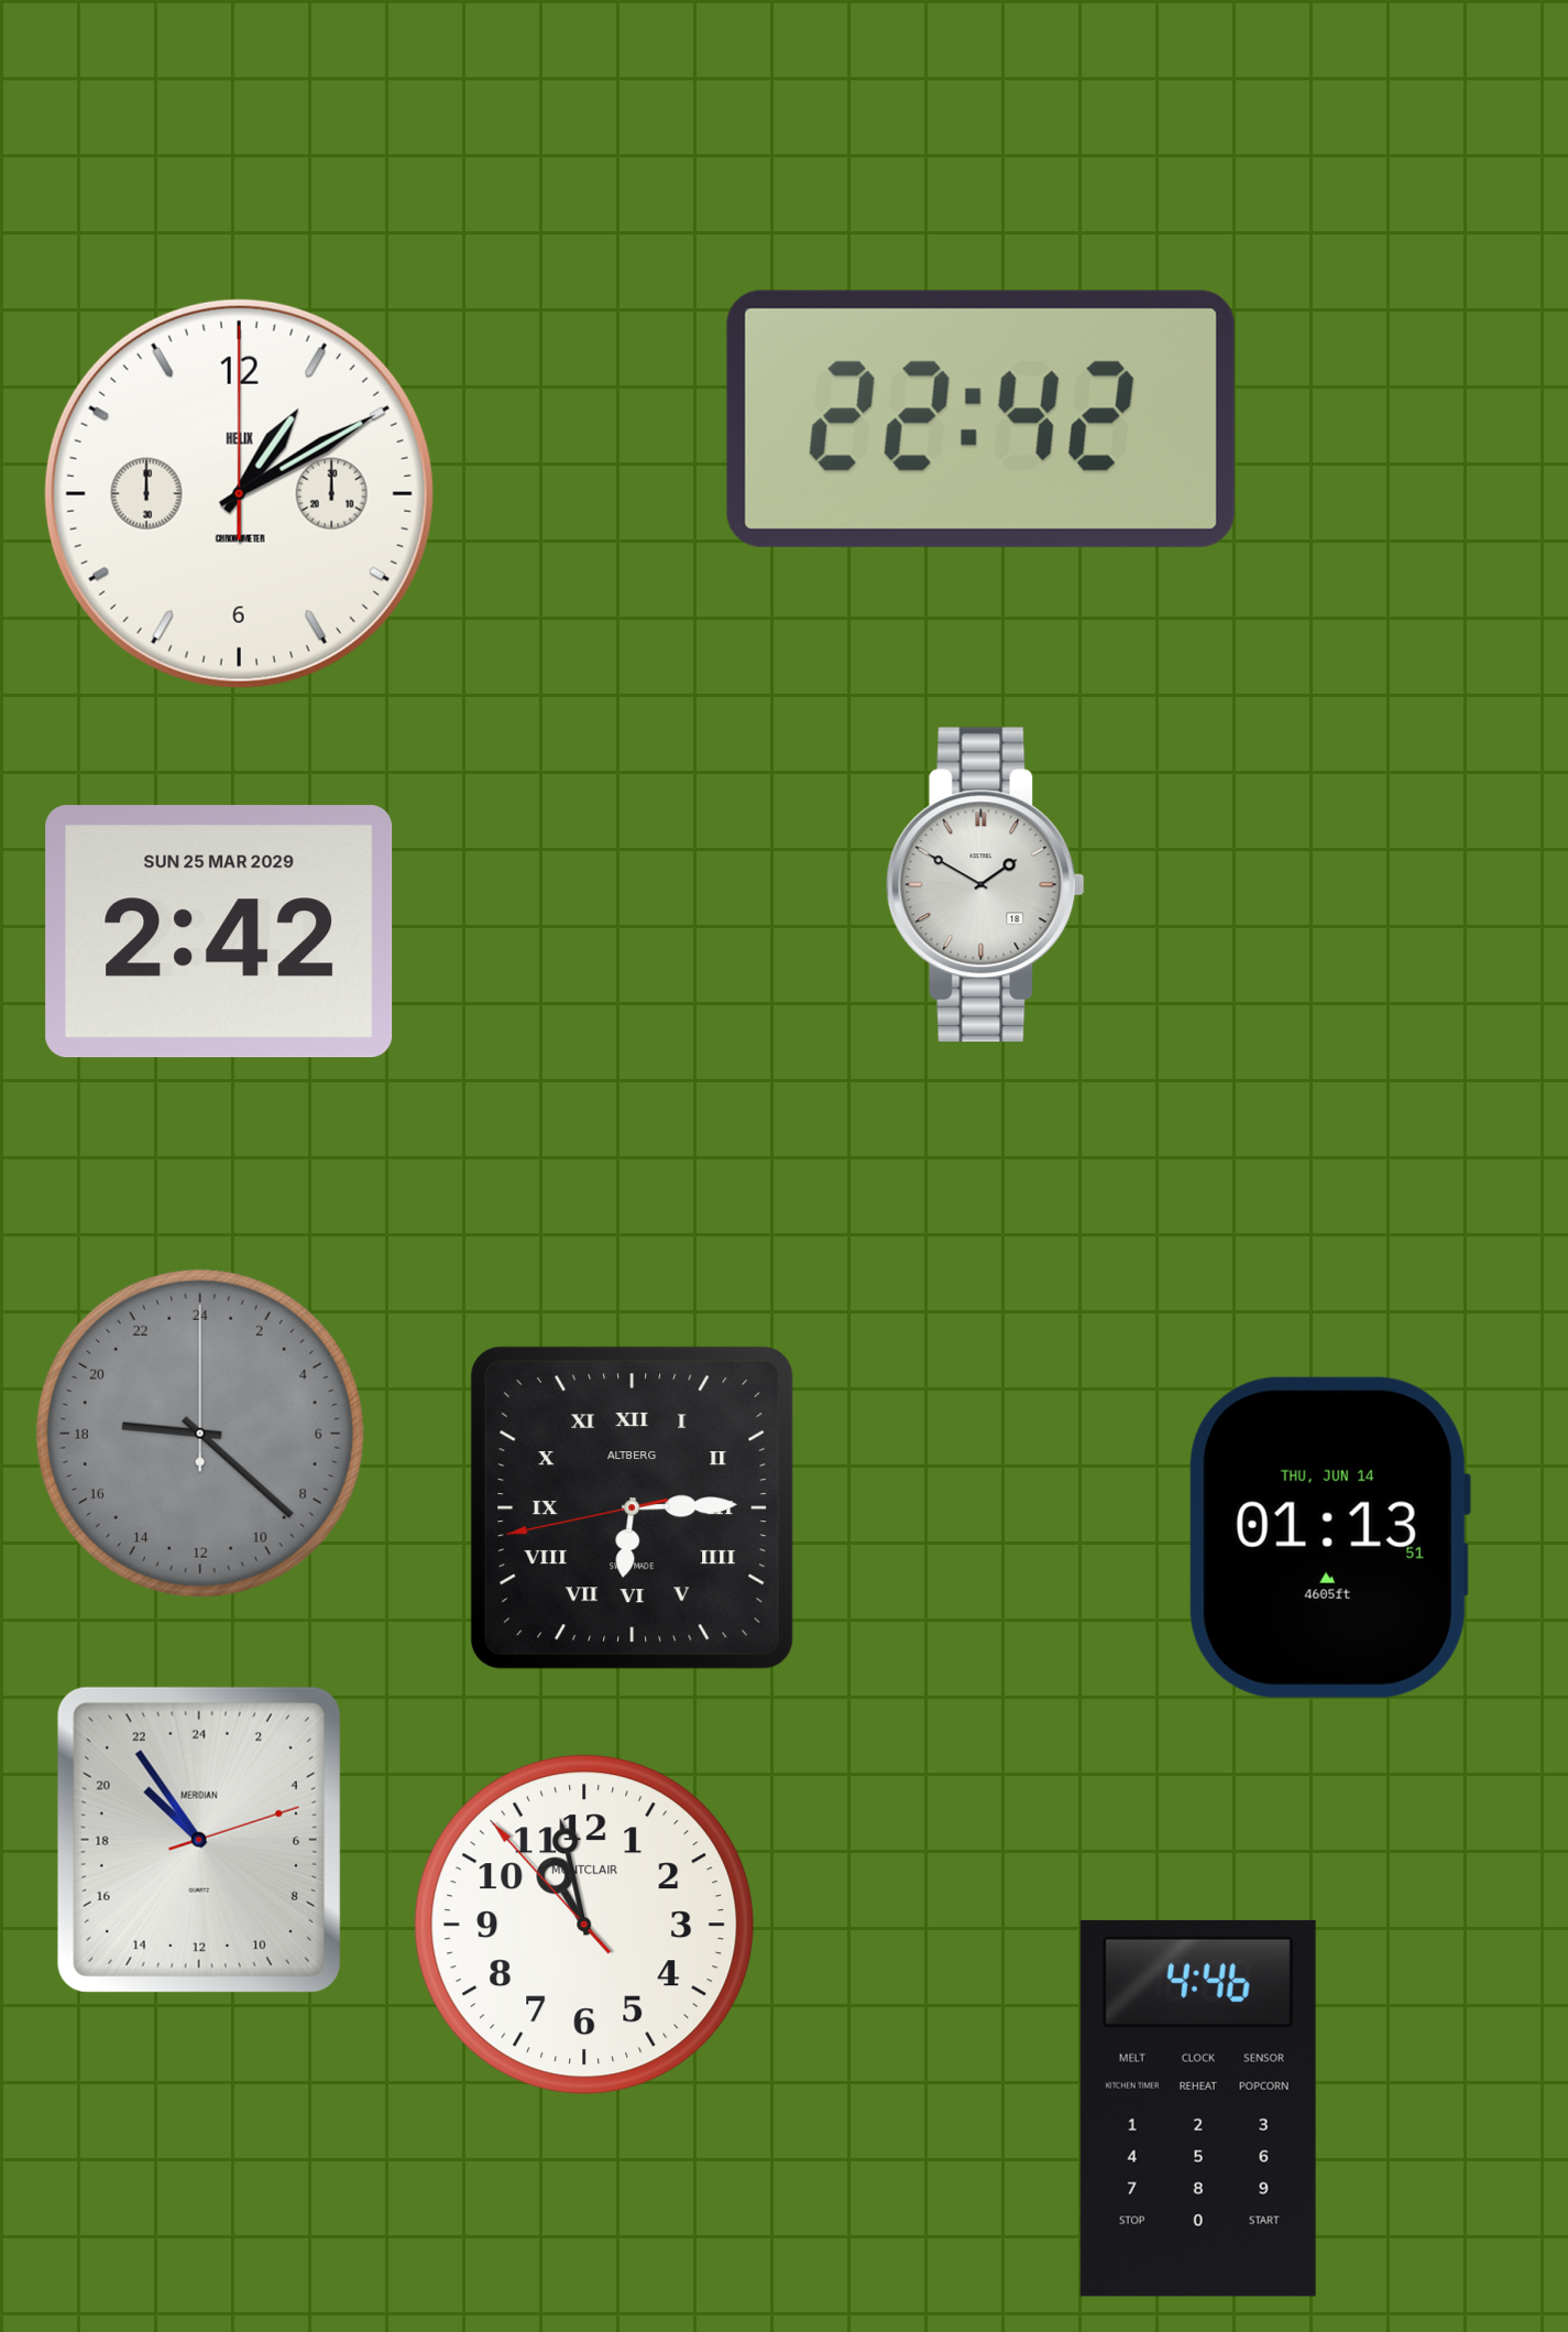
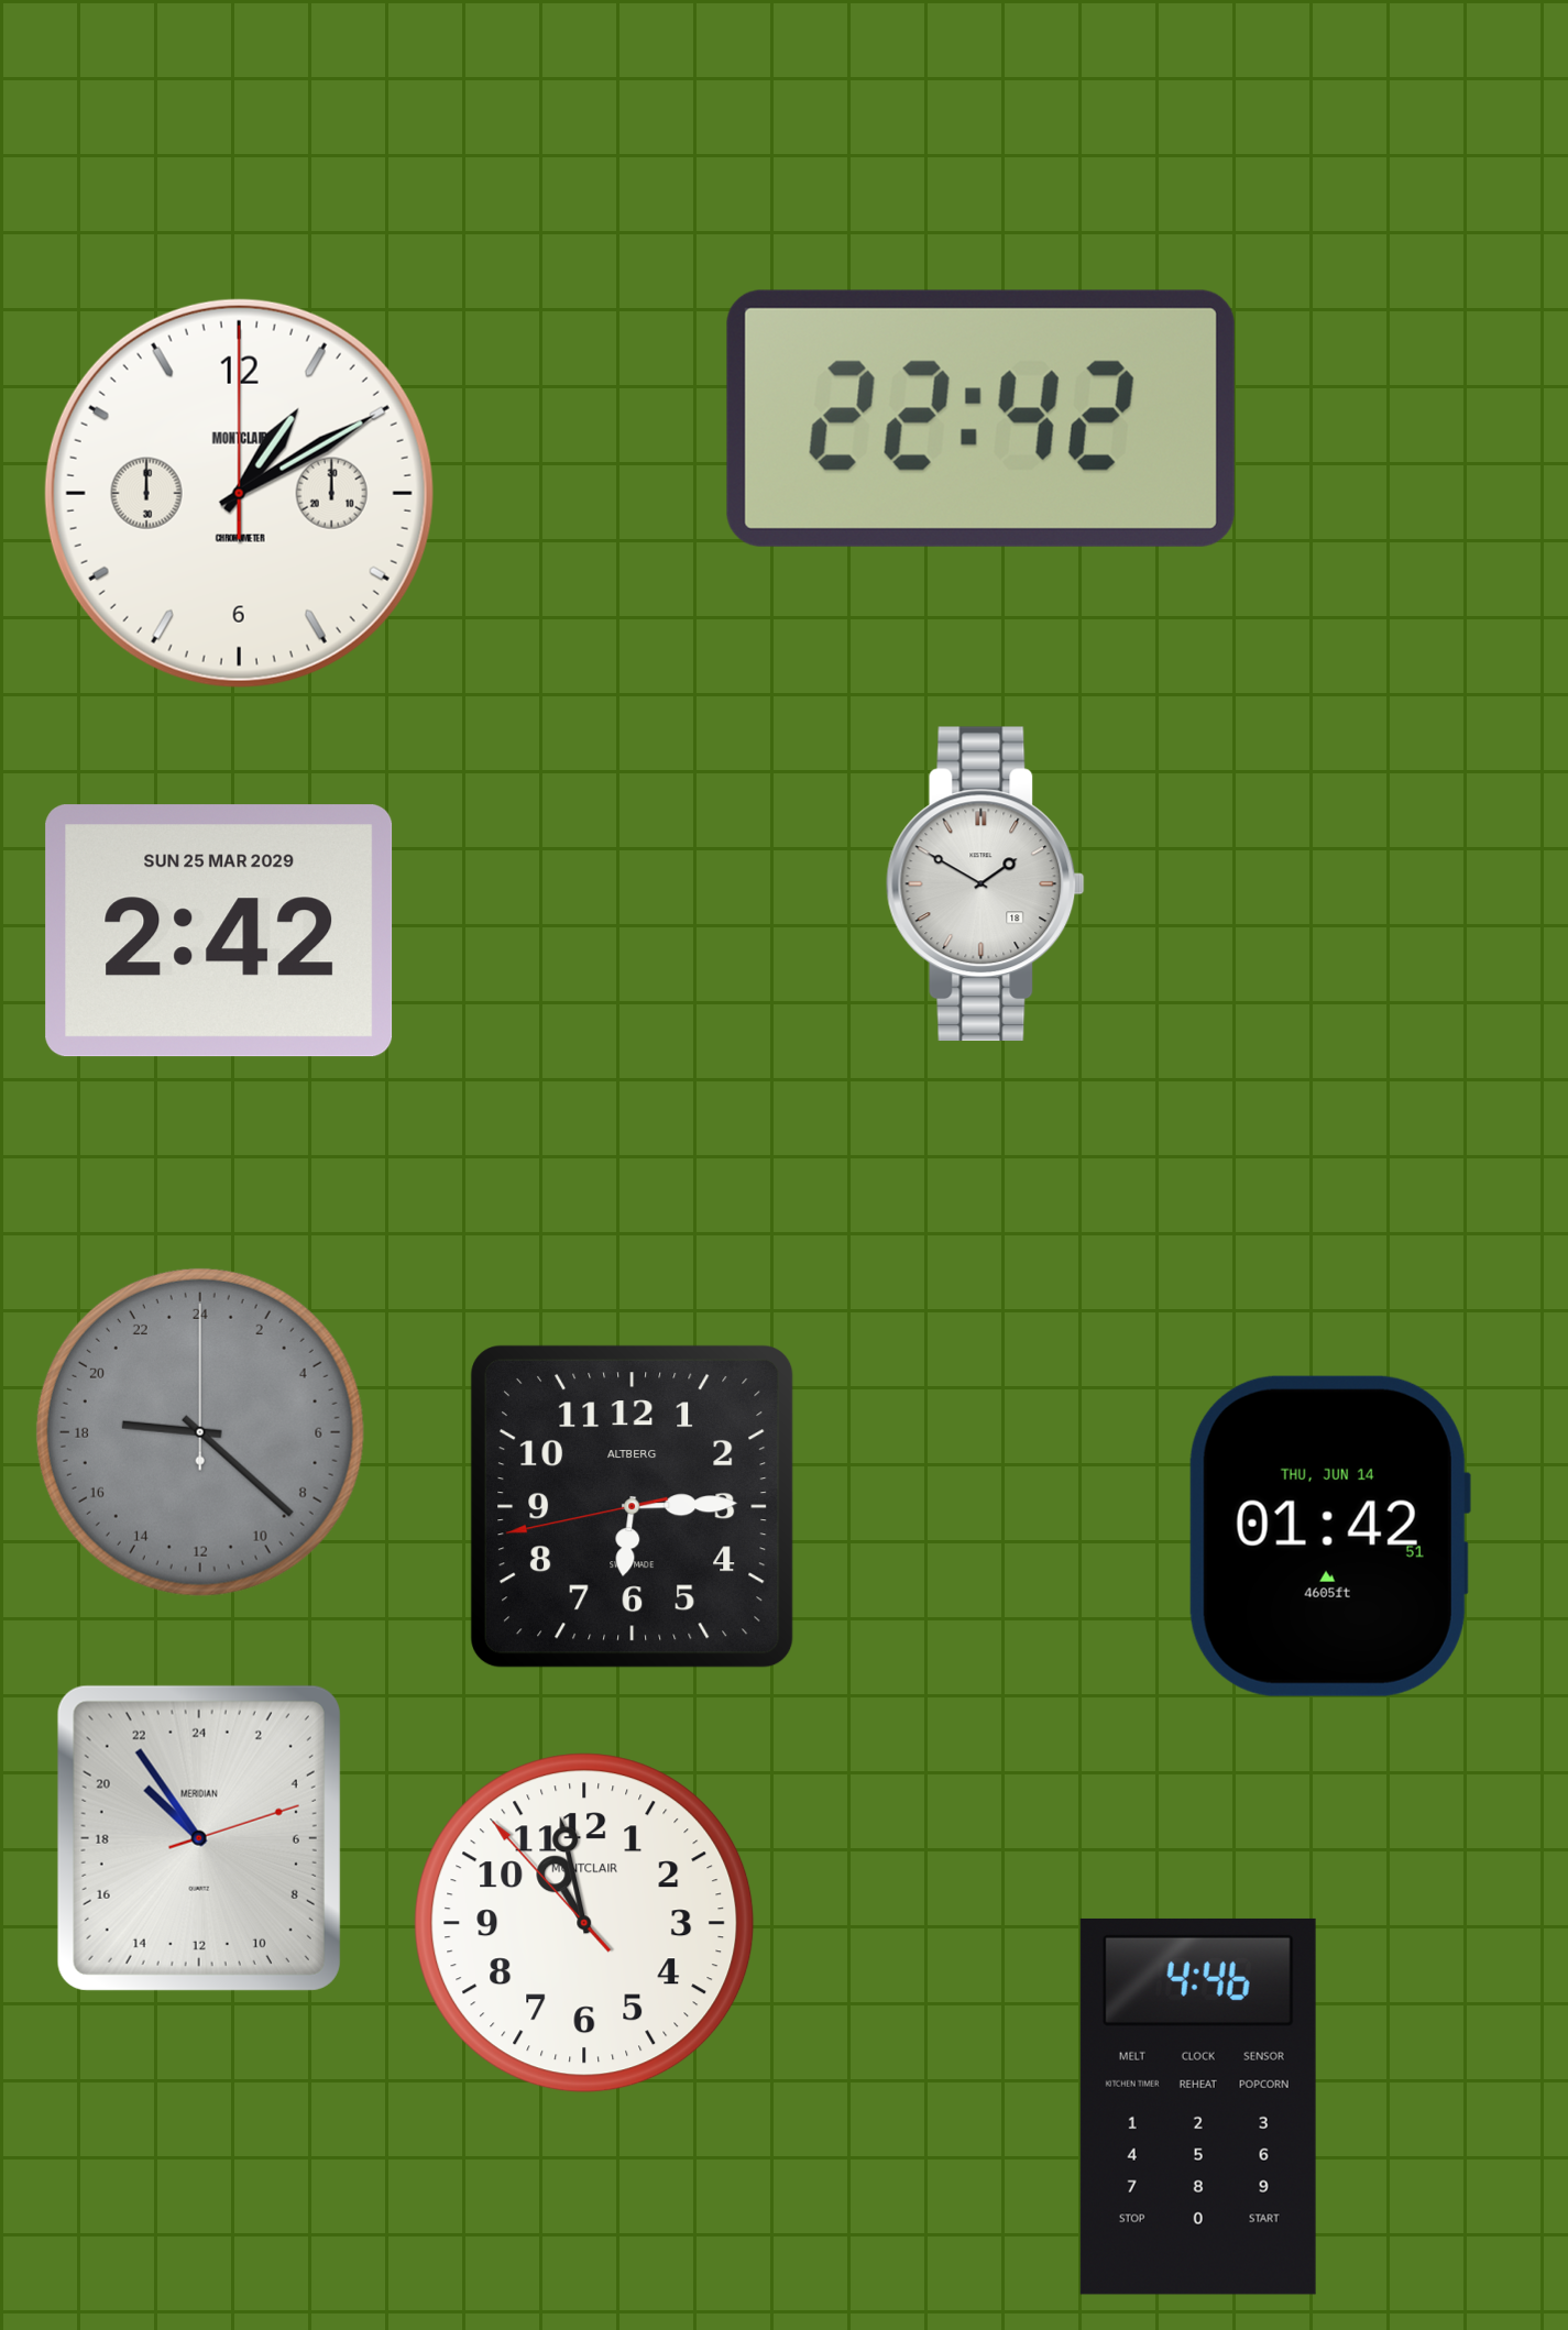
clock at (239, 493) brand: HELIX -> MONTCLAIR
clock at (633, 1508) numerals: Roman -> Arabic
clock at (1329, 1537): 01:13 -> 01:42
